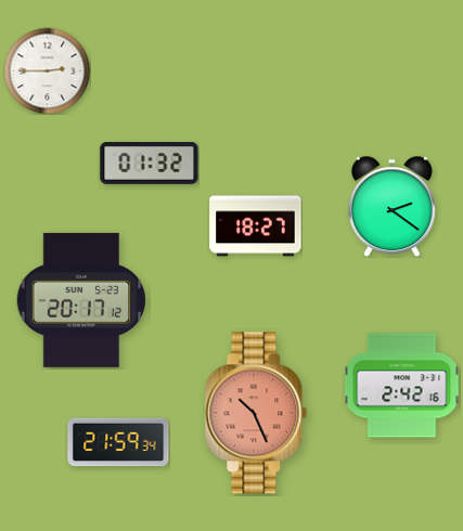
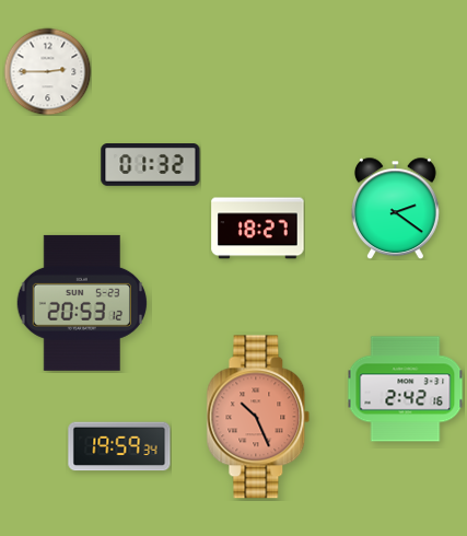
clock at (81, 300): 20:17 -> 20:53
clock at (118, 442): 21:59 -> 19:59
